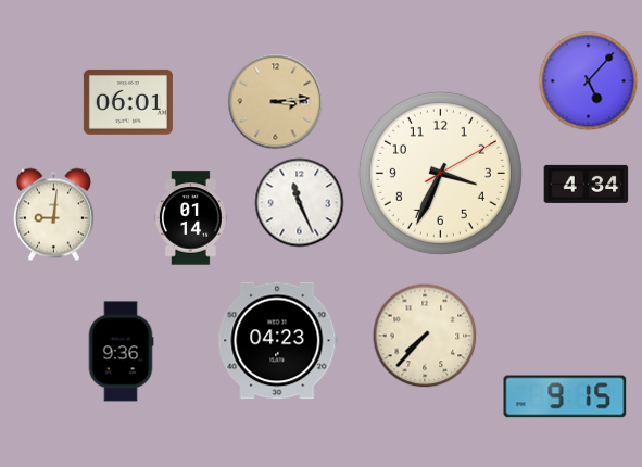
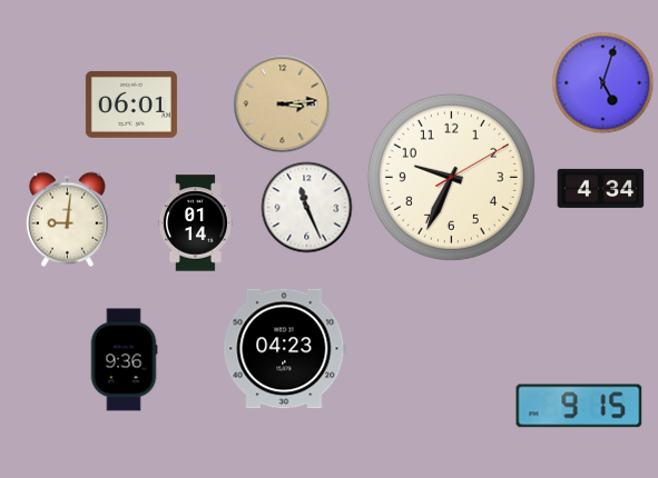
clock at (589, 81): 5:07 -> 5:03
clock at (440, 173): 3:34 -> 9:34
clock at (53, 215) position: (53, 215) -> (67, 220)
clock at (425, 336): 7:37 -> none
